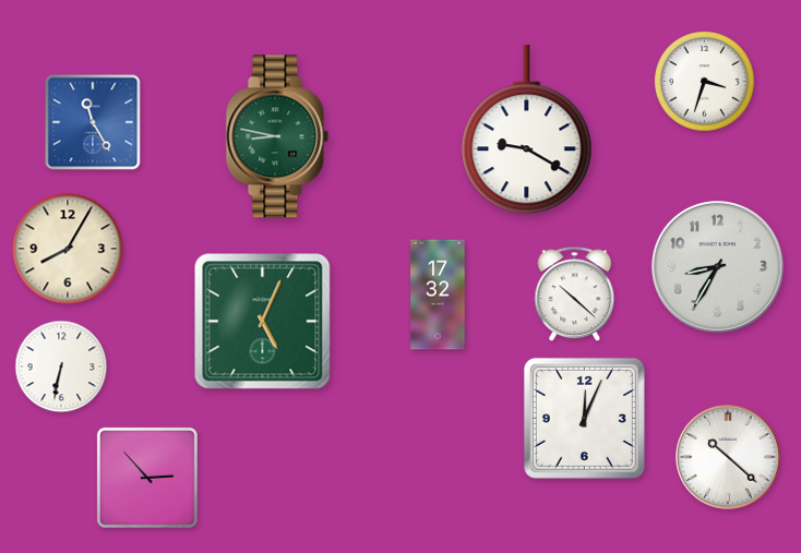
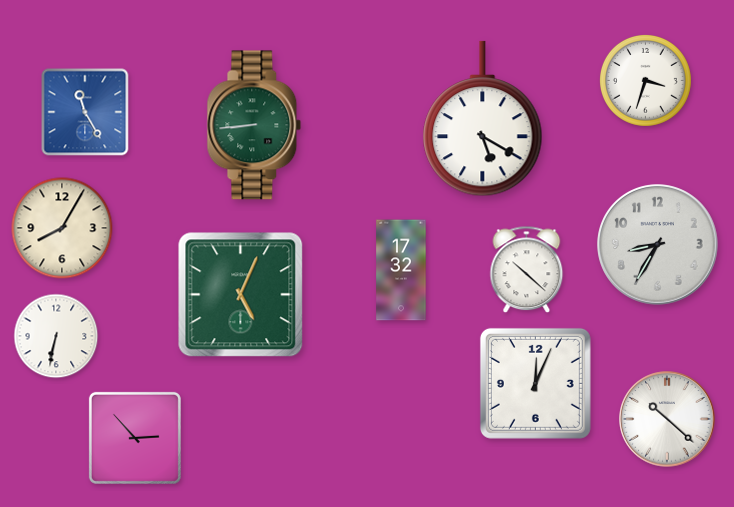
clock at (704, 81) position: (704, 81) -> (645, 80)
clock at (527, 130): 9:20 -> 5:20
clock at (277, 136): 8:47 -> 8:44
